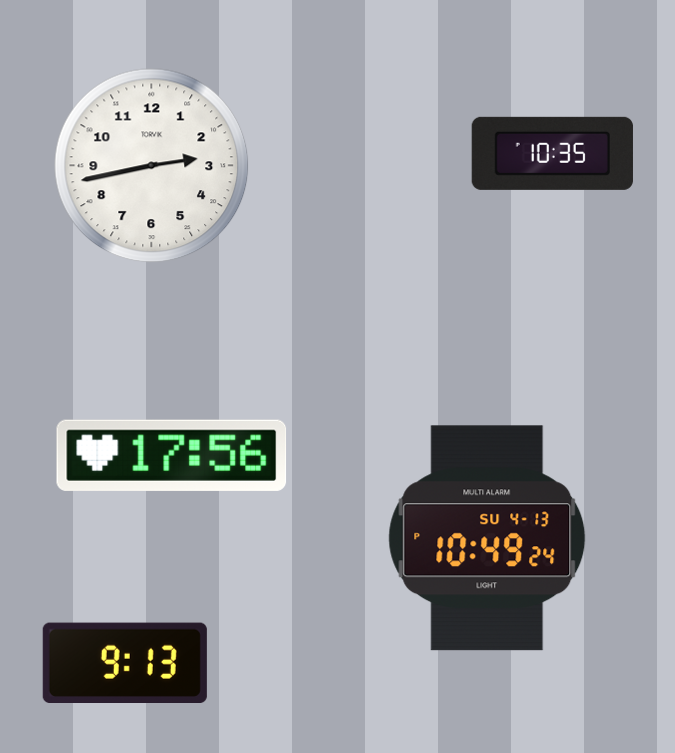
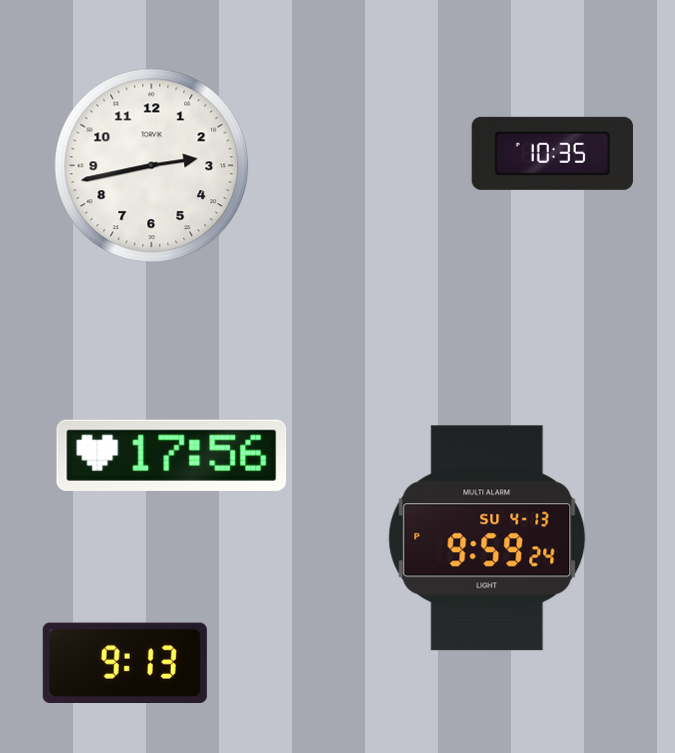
clock at (487, 538): 10:49 -> 9:59
